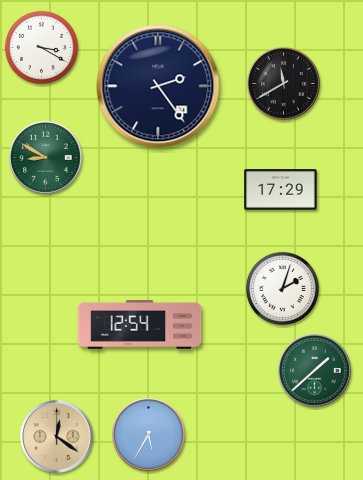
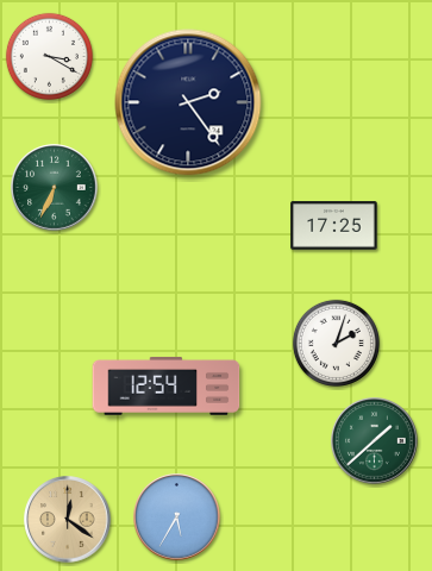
clock at (284, 84): 11:40 -> none
clock at (46, 158): 8:50 -> 6:34
clock at (281, 190): 17:29 -> 17:25
